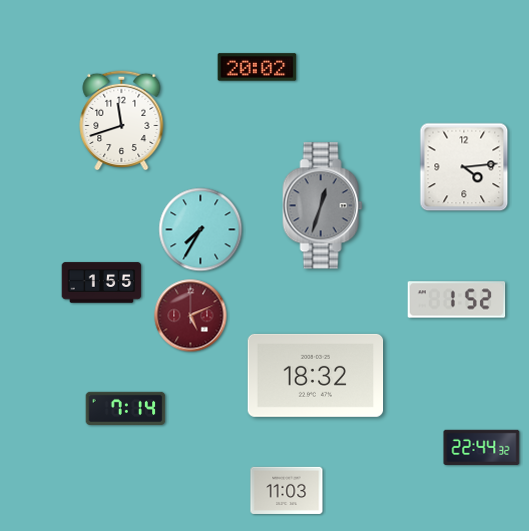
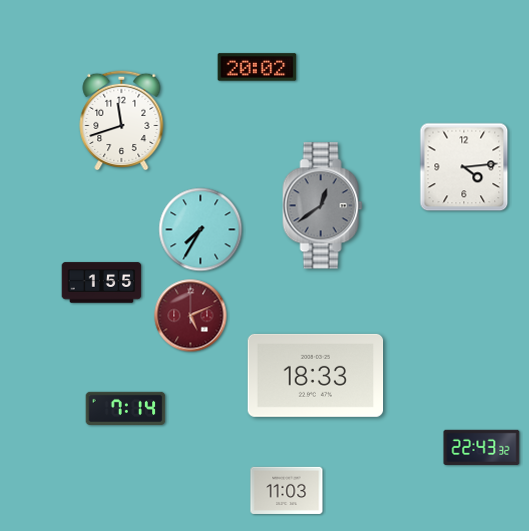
clock at (323, 206): 12:33 -> 12:39
clock at (457, 300): 1:52 -> none
clock at (316, 375): 18:32 -> 18:33
clock at (482, 447): 22:44 -> 22:43
